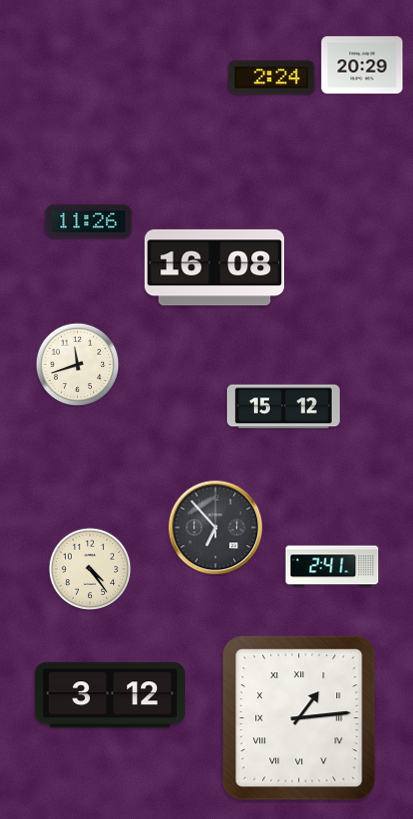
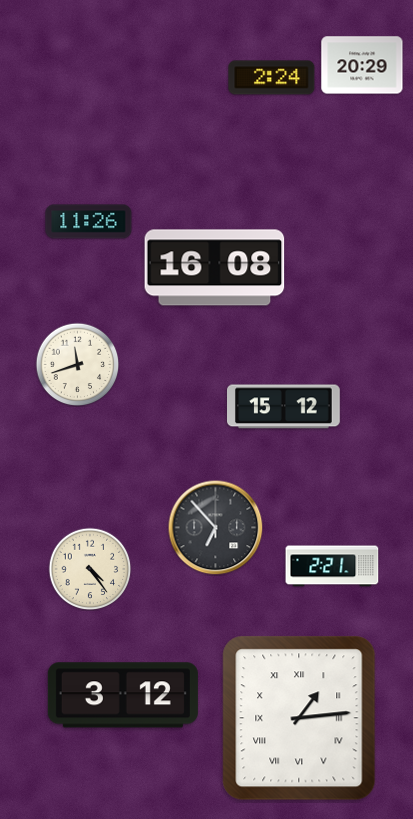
clock at (332, 566): 2:41 -> 2:21
clock at (110, 695) position: (110, 695) -> (123, 695)
